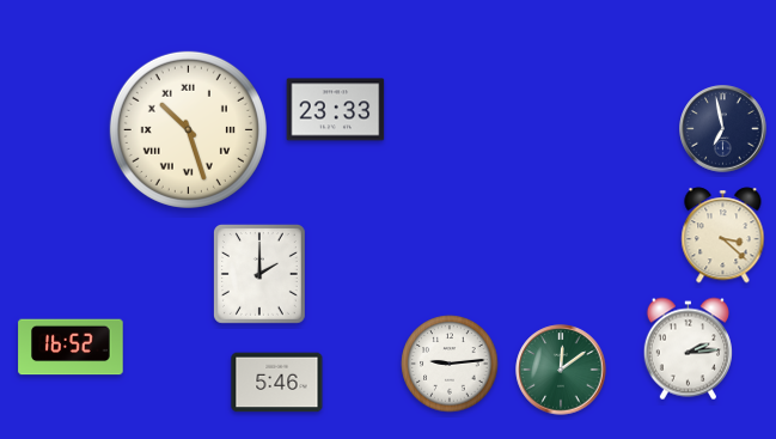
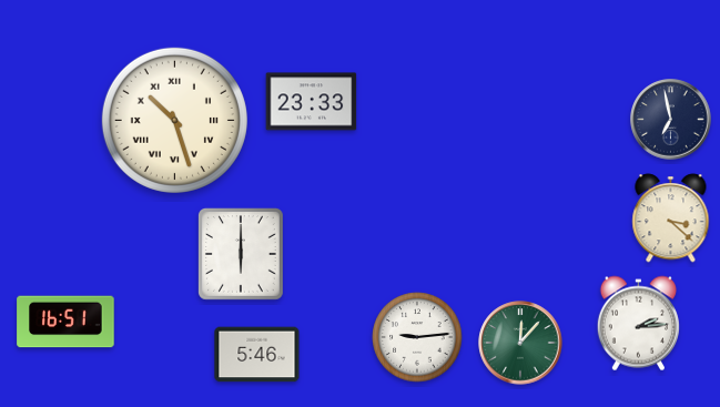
clock at (259, 274): 2:00 -> 6:00
clock at (71, 347): 16:52 -> 16:51
clock at (561, 370): 12:09 -> 12:07
